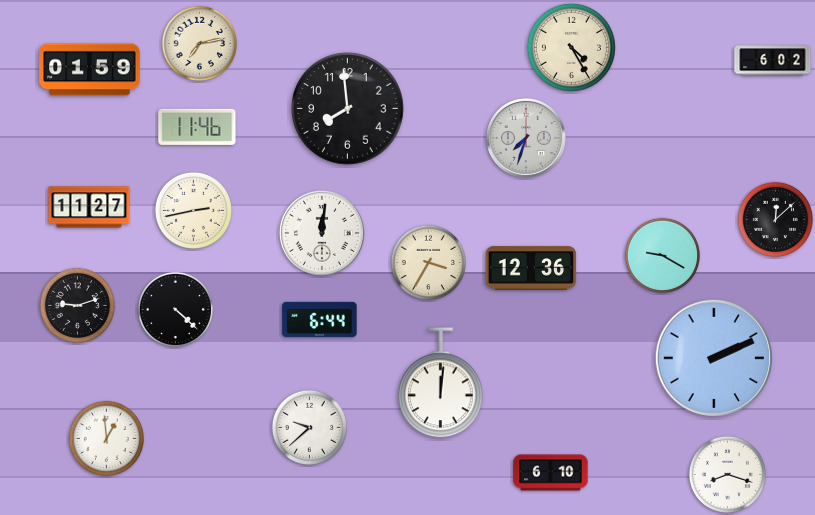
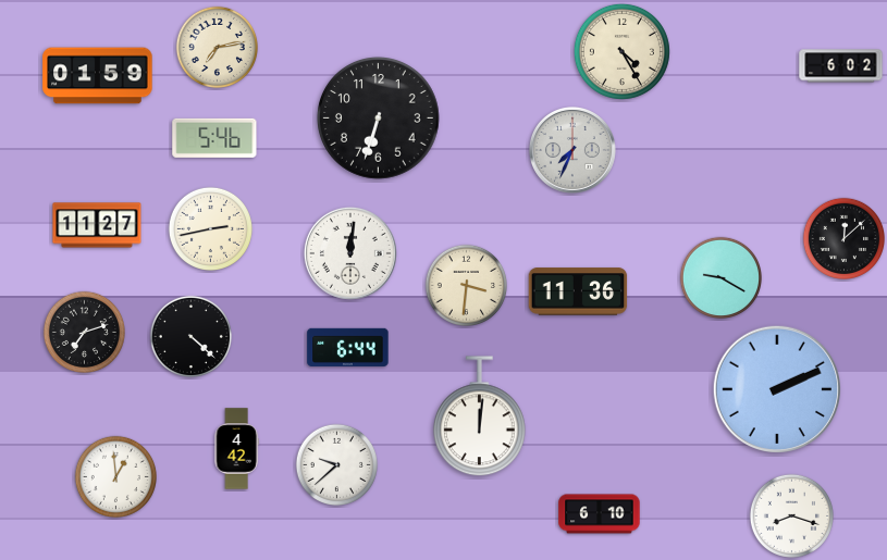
clock at (348, 109): 7:59 -> 6:33
clock at (197, 127): 11:46 -> 5:46
clock at (526, 138): 7:33 -> 7:34
clock at (428, 262): 3:35 -> 3:31
clock at (531, 268): 12:36 -> 11:36
clock at (77, 305): 9:12 -> 7:12
clock at (236, 449): none -> 4:42
